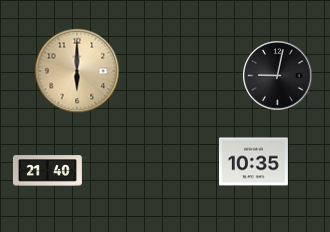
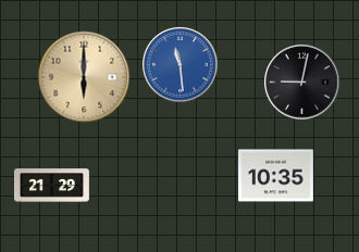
clock at (181, 65): none -> 11:29
clock at (47, 171): 21:40 -> 21:29
